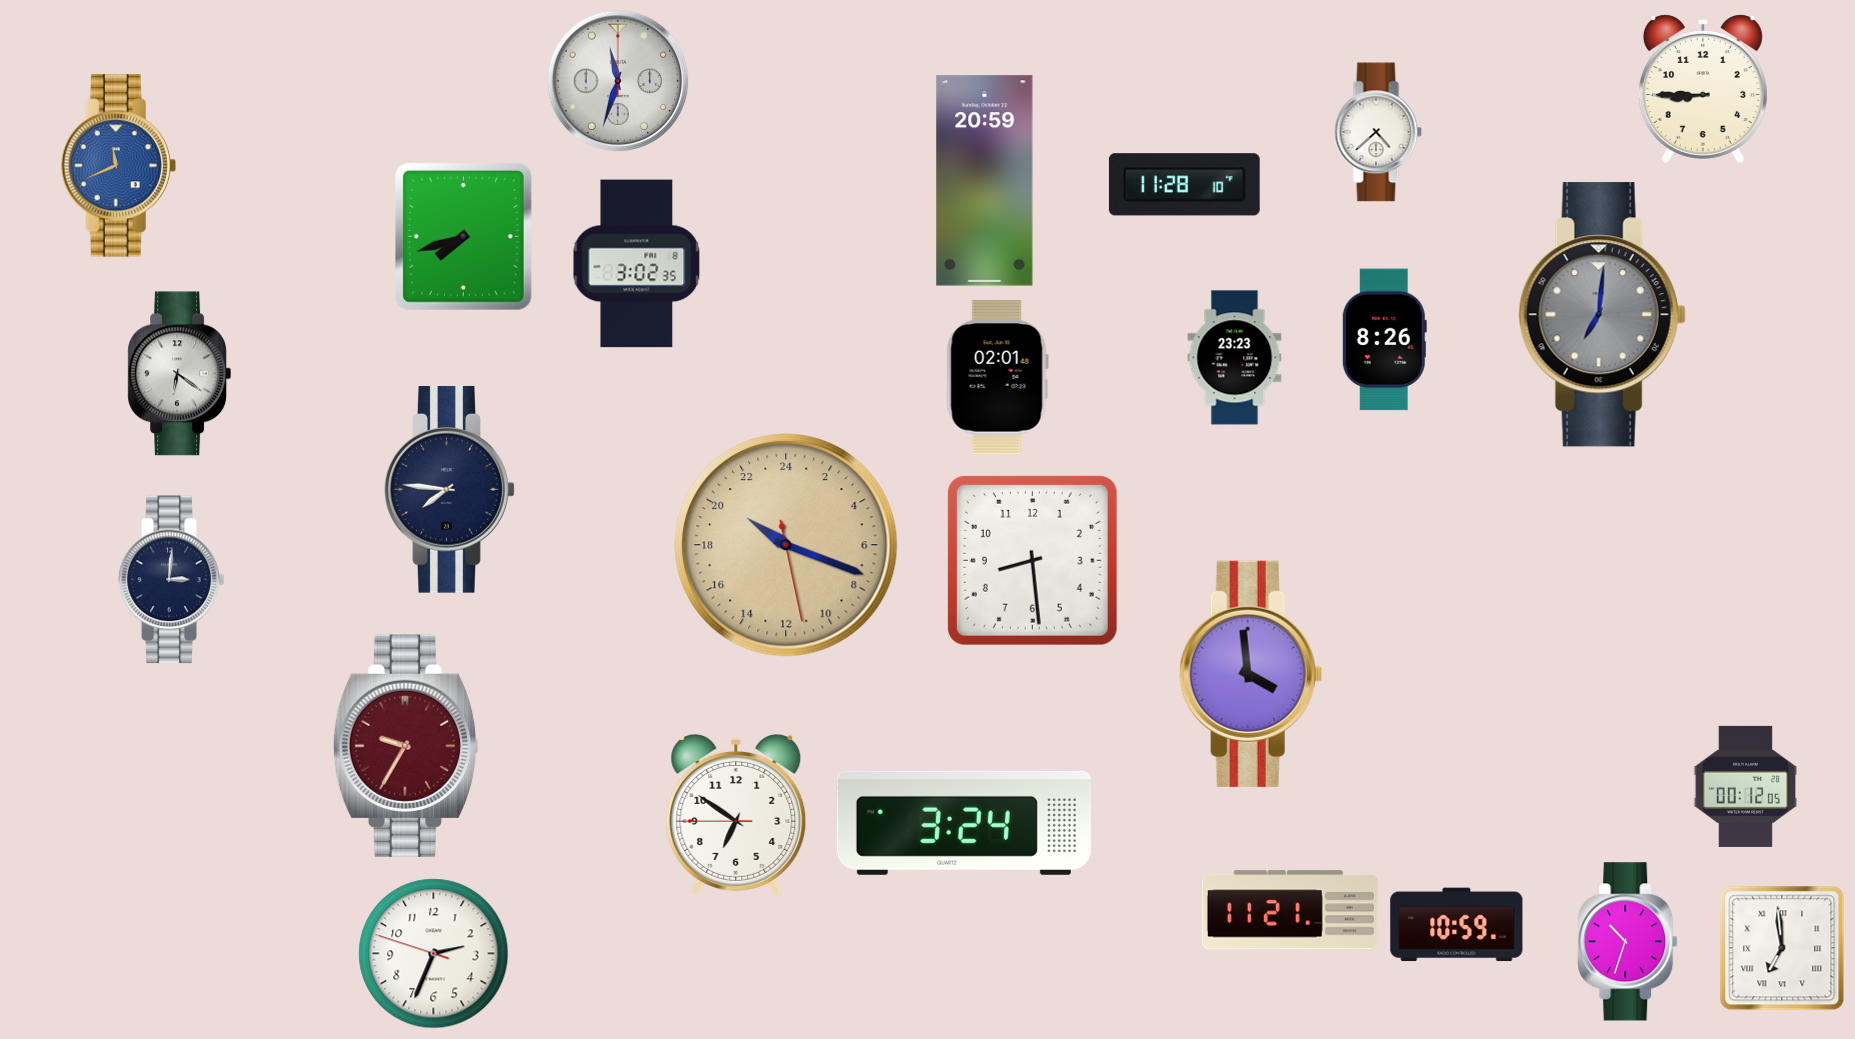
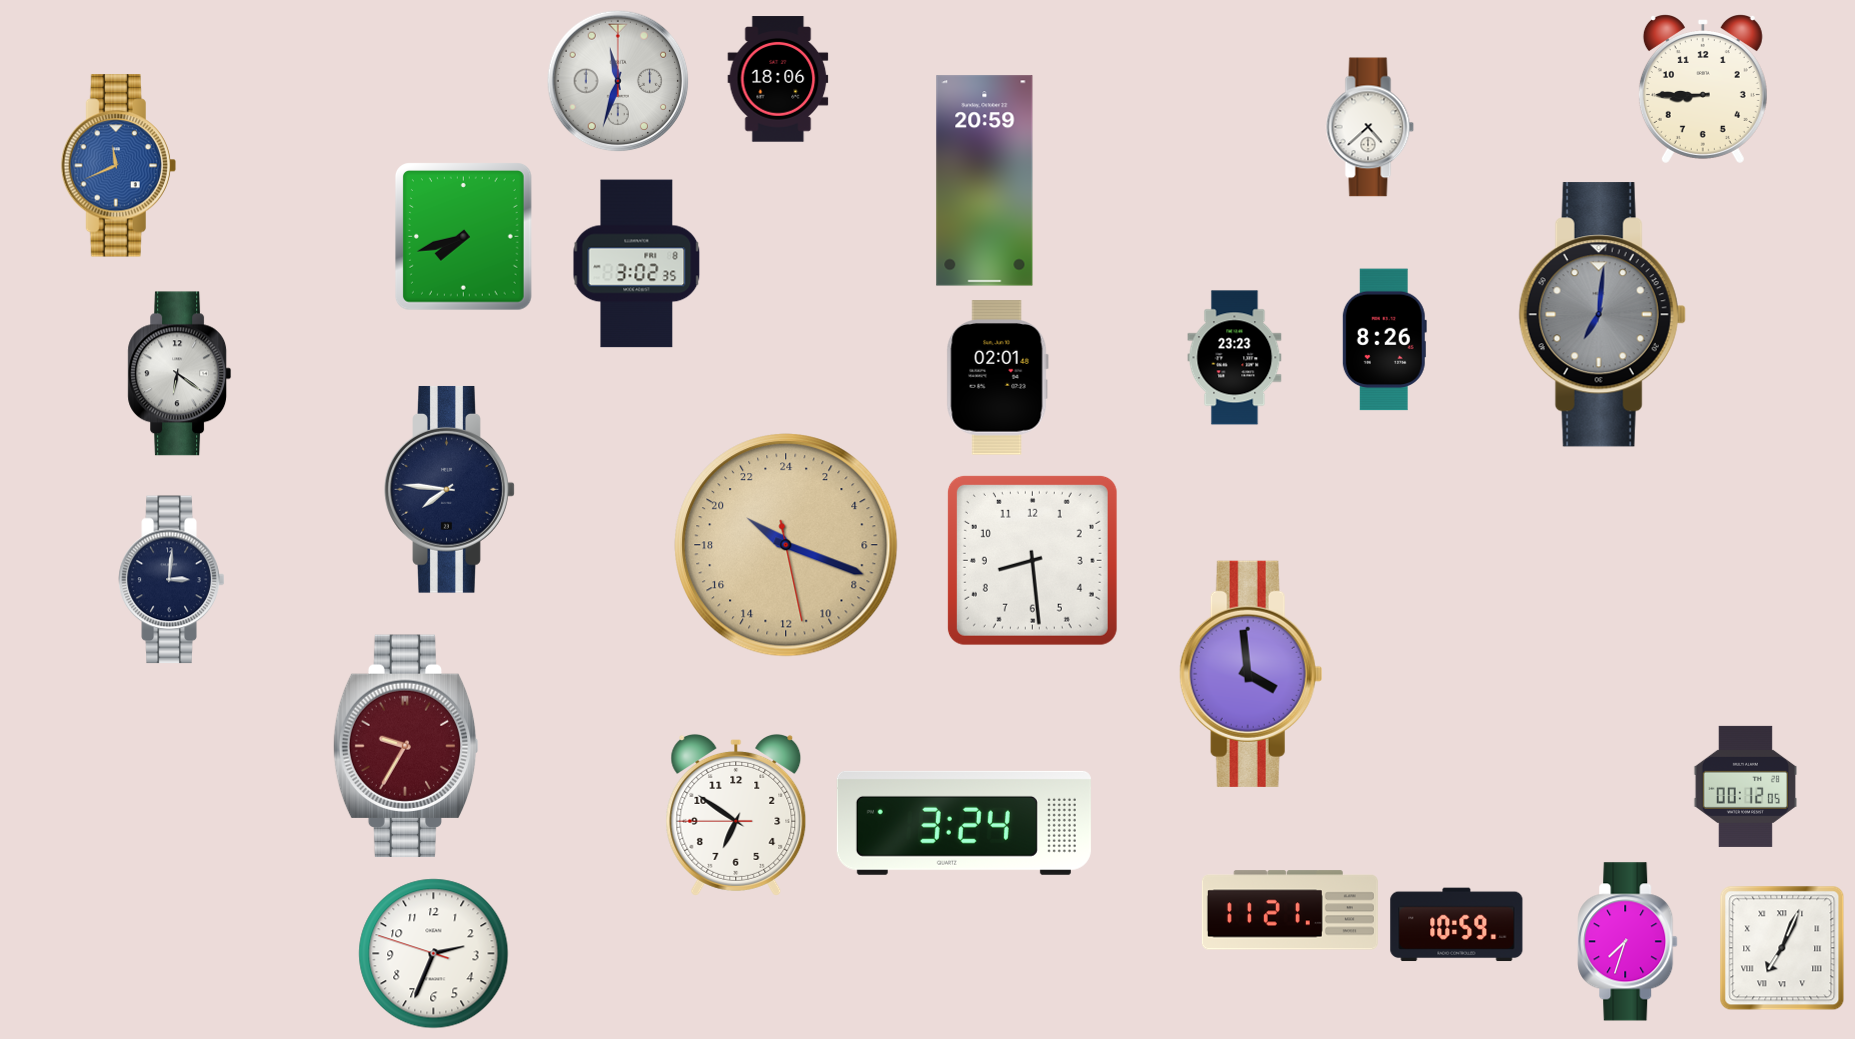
clock at (778, 79): none -> 18:06
clock at (1378, 132) position: (1378, 132) -> (1370, 127)
clock at (1184, 185): 11:28 -> none
clock at (1628, 942): 10:33 -> 7:33
clock at (1782, 948): 6:59 -> 7:04
